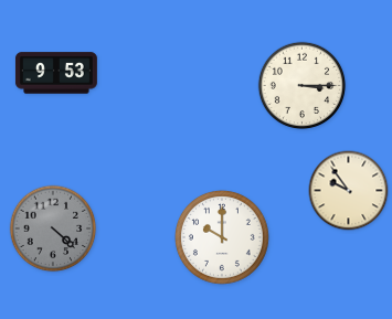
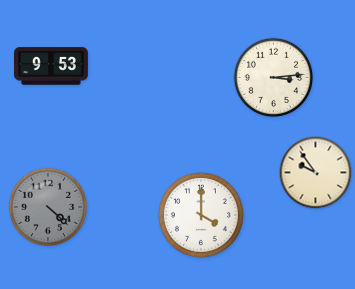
clock at (303, 86): 3:15 -> 3:14
clock at (222, 237): 10:00 -> 4:00
